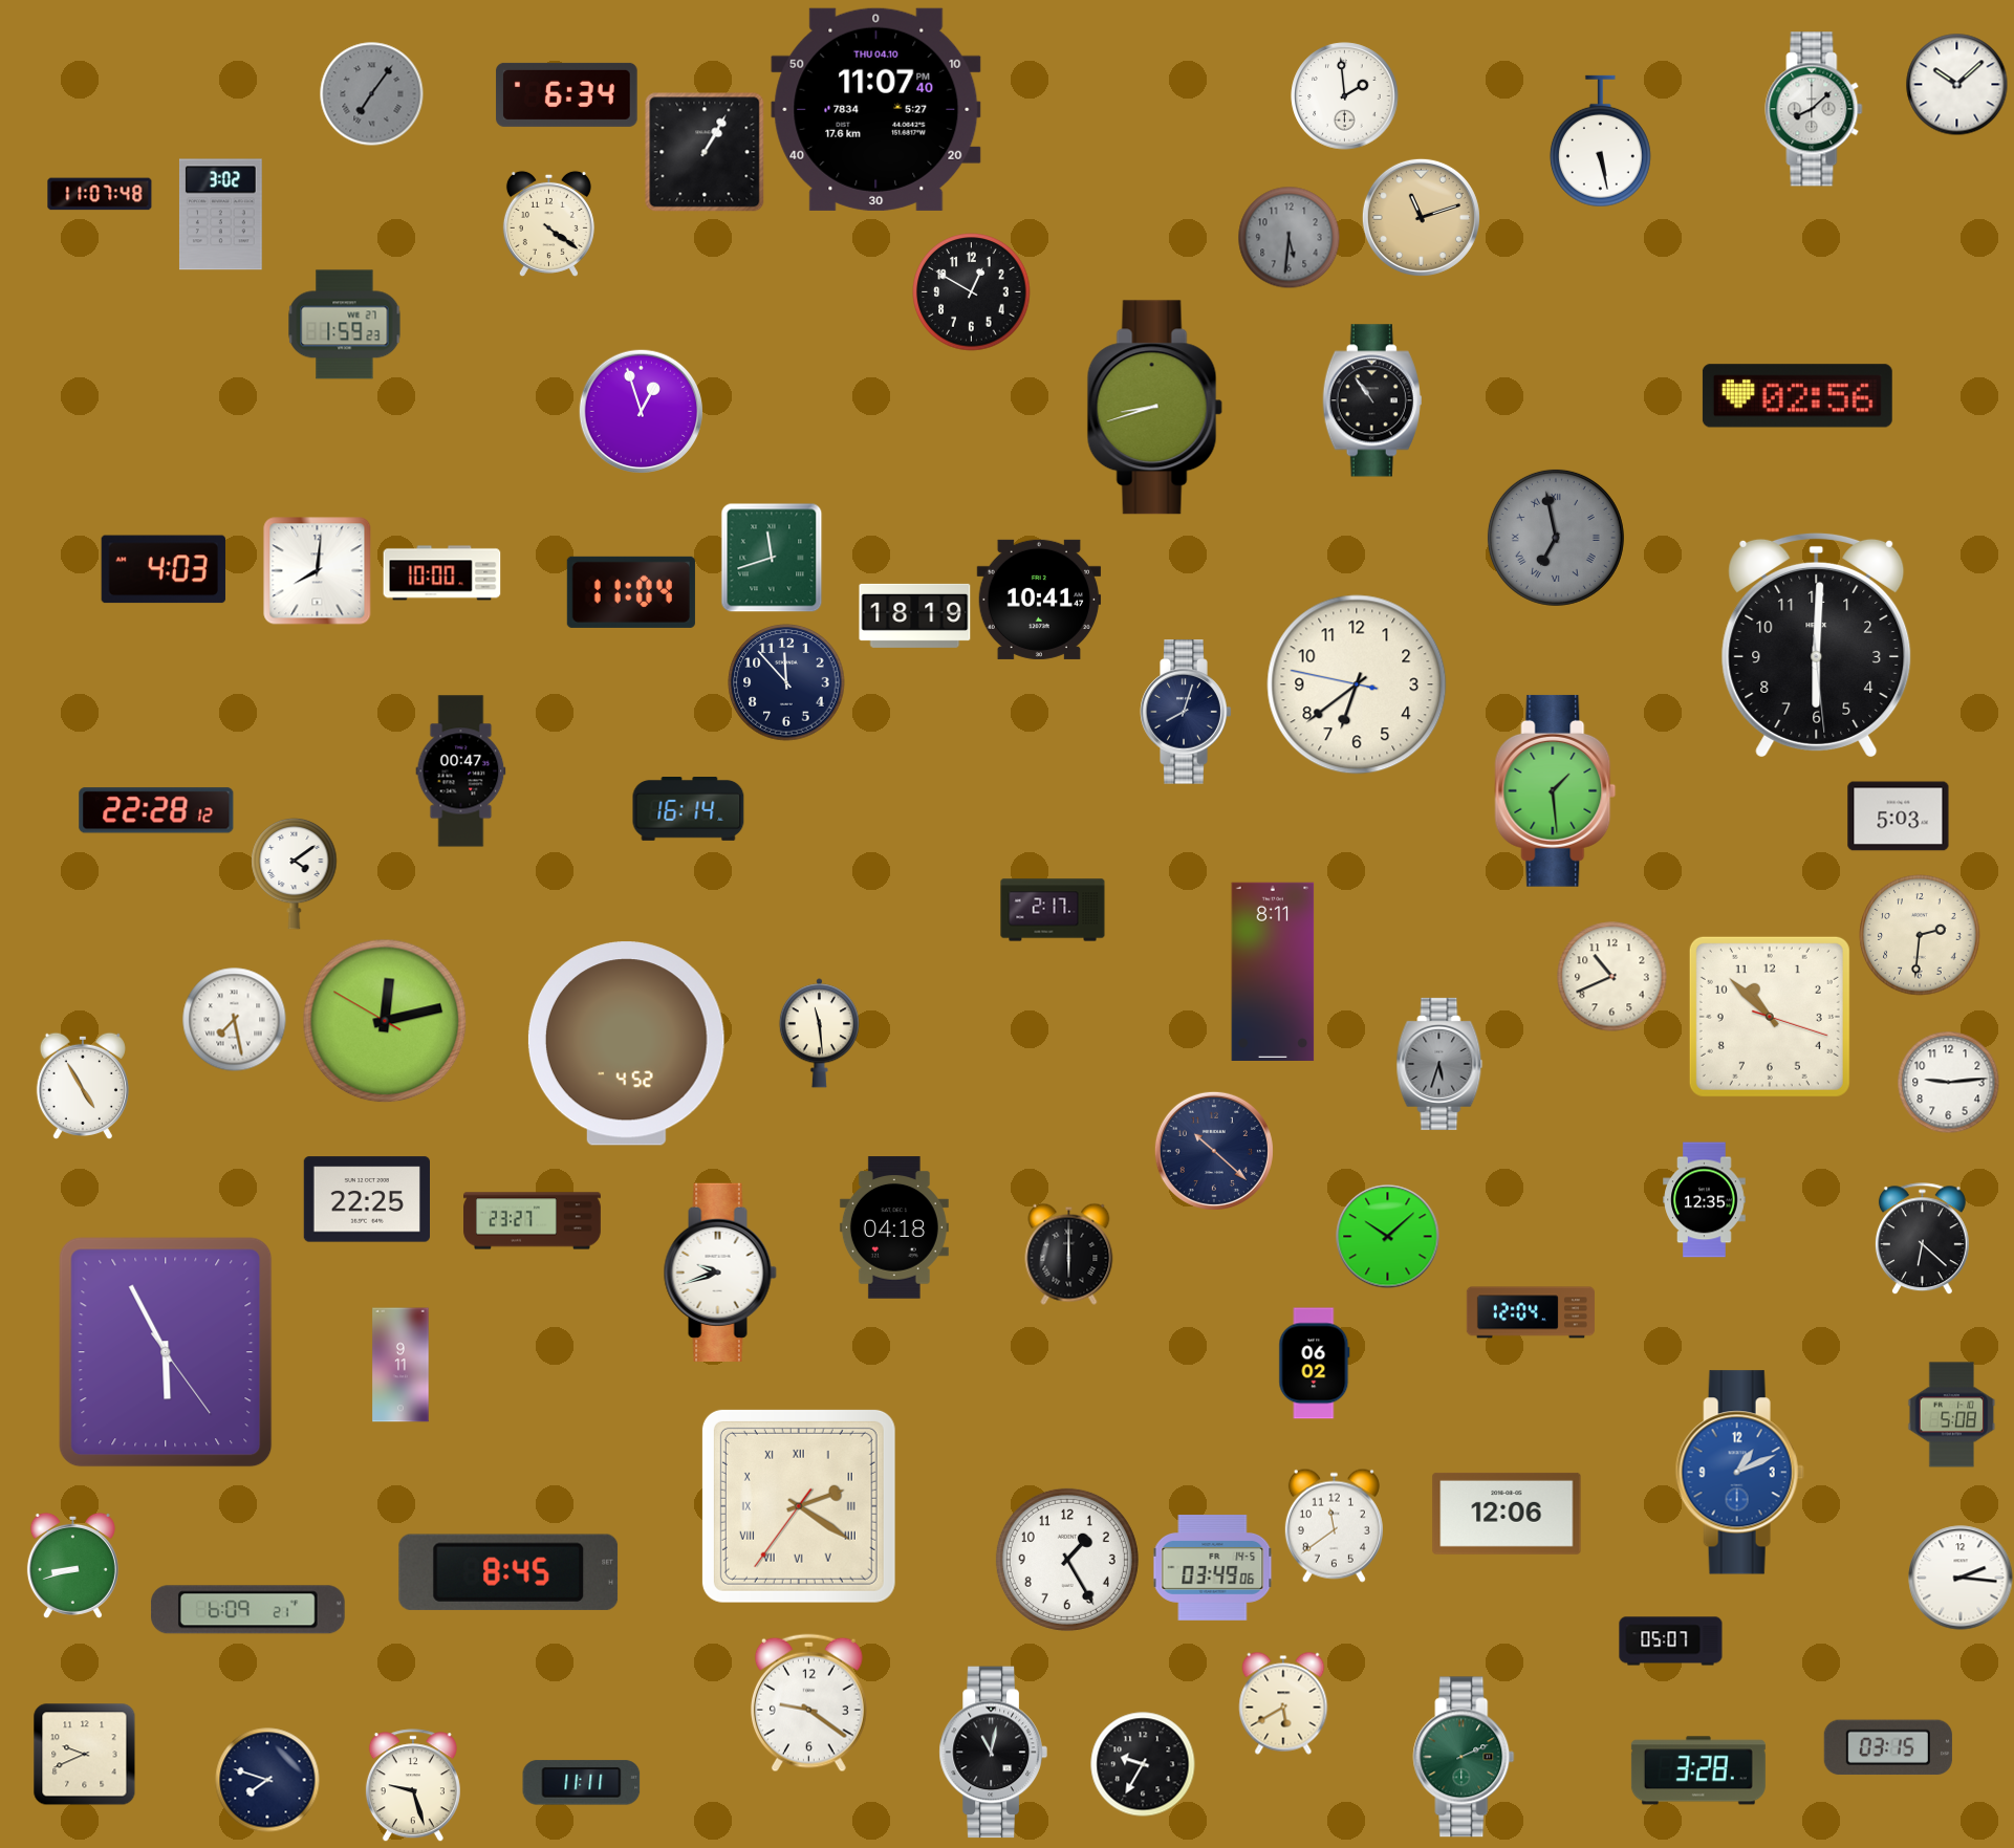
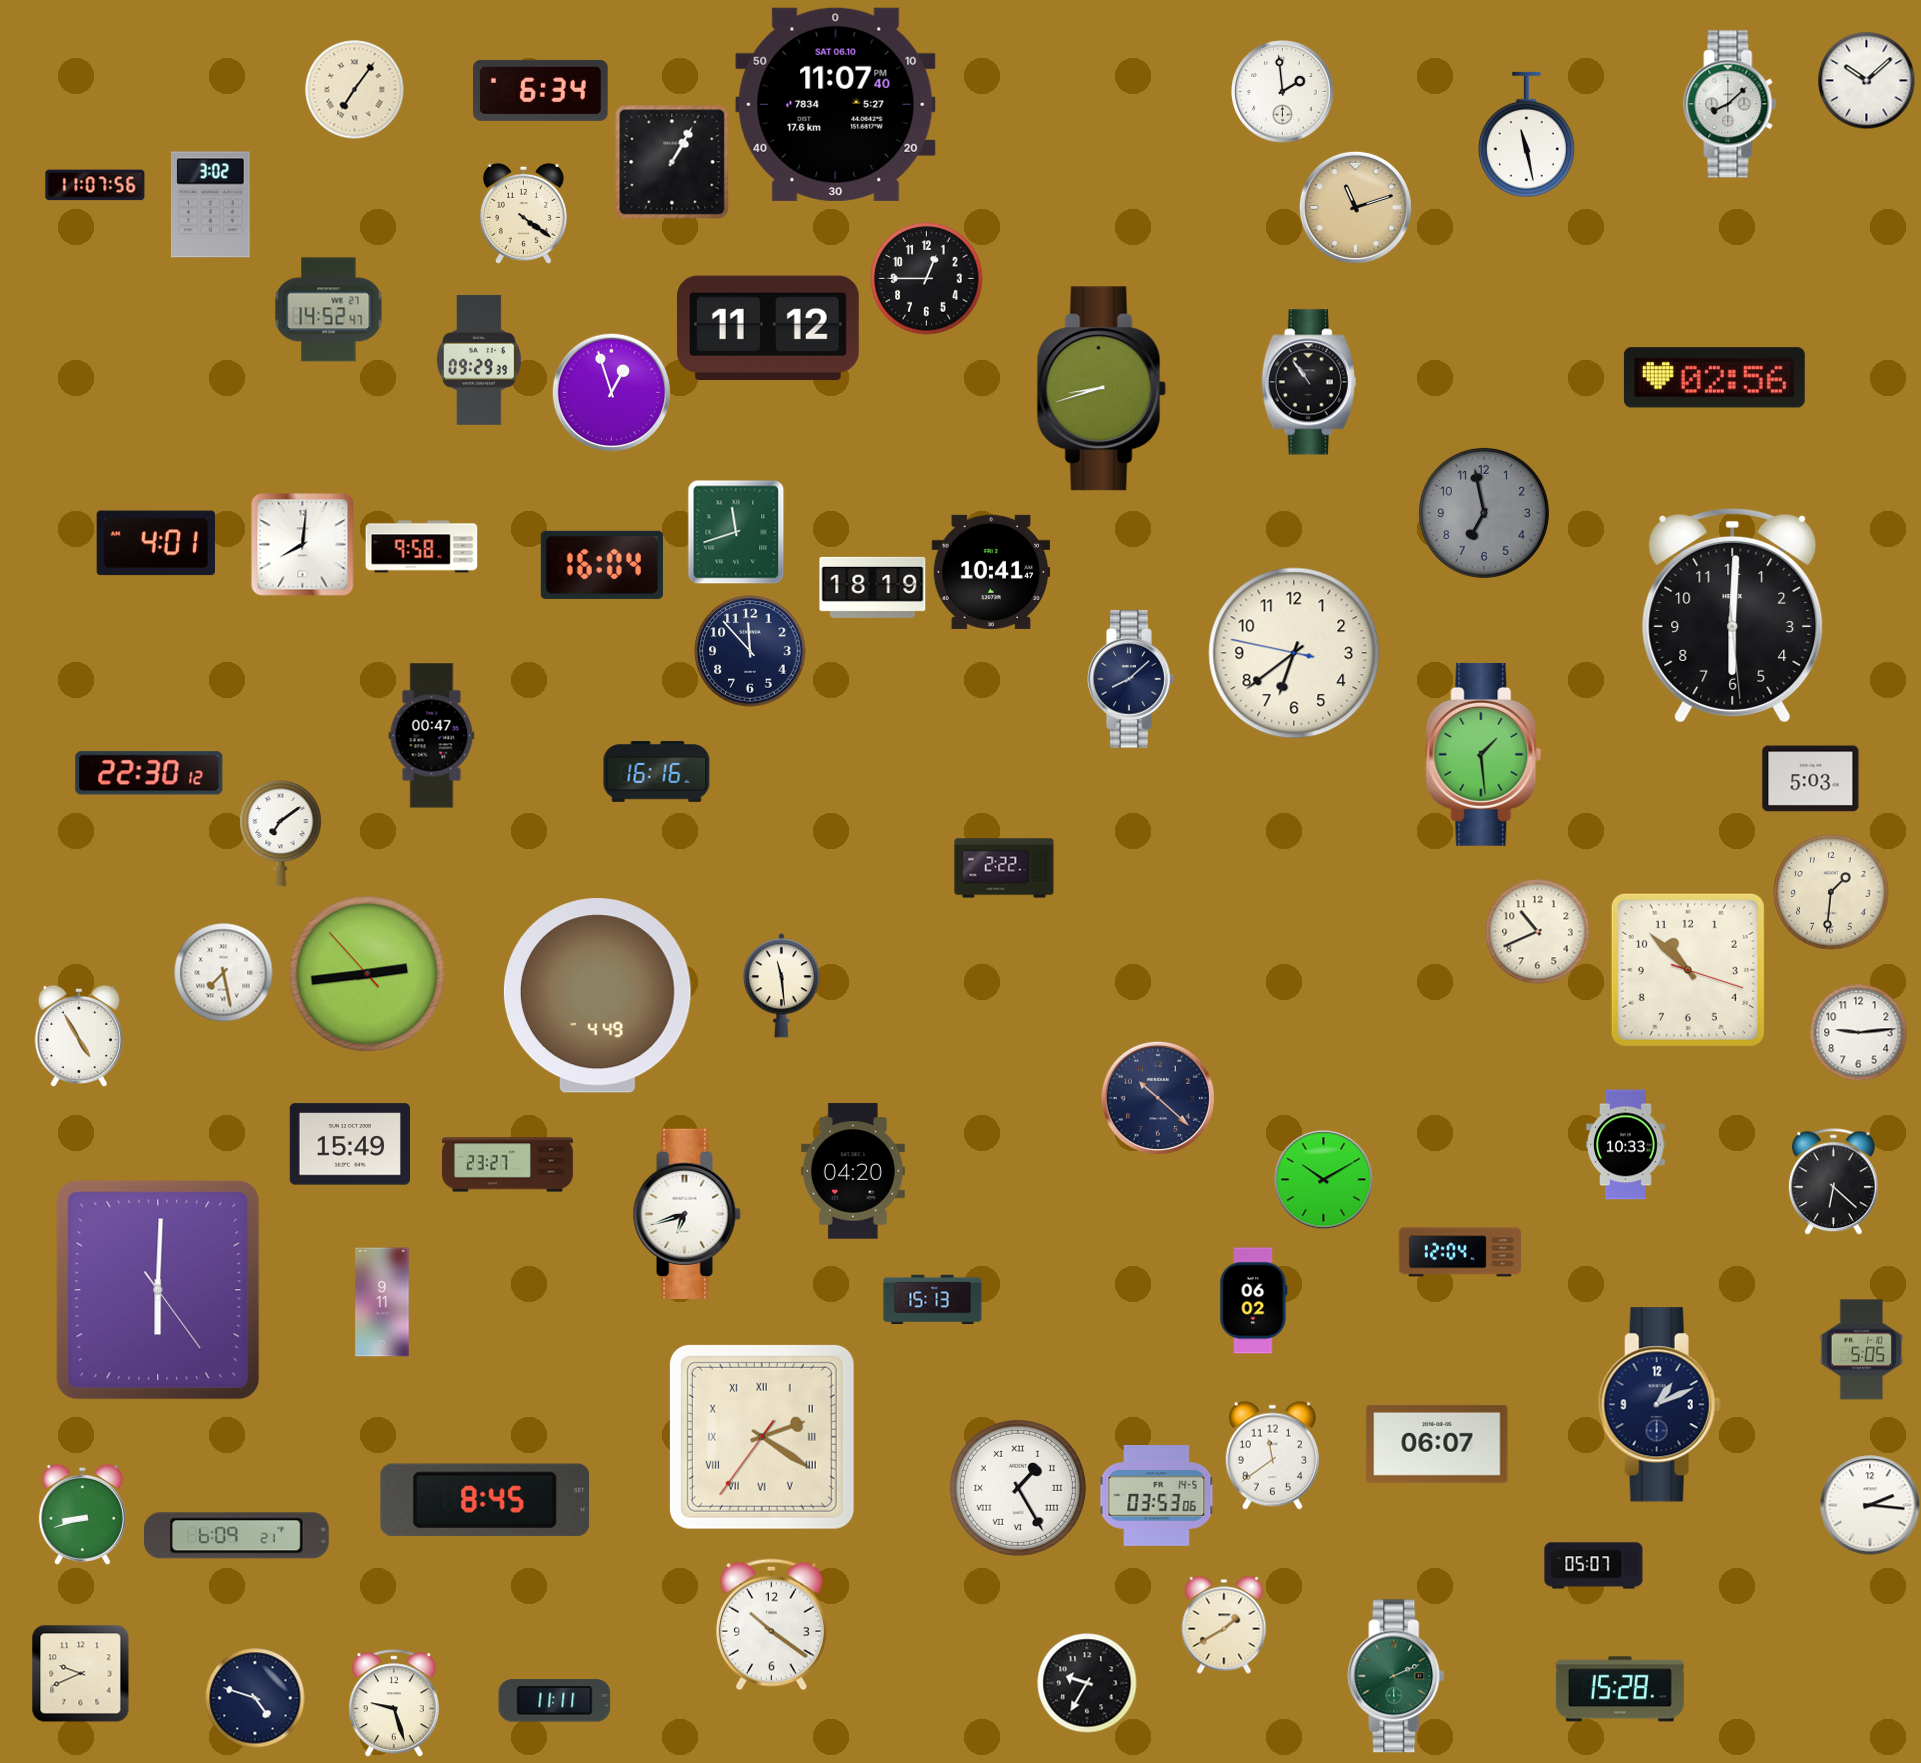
clock at (372, 94) dial: grey -> cream
clock at (876, 109) date: THU 04.10 -> SAT 06.10
clock at (1600, 142): 5:28 -> 11:28
clock at (705, 152) position: (705, 152) -> (672, 162)
clock at (100, 194): 11:07:48 -> 11:07:56
clock at (1288, 237): 5:31 -> none
clock at (972, 292): 12:50 -> 12:45
clock at (345, 325): 1:59 -> 14:52
clock at (768, 328): none -> 11:12
clock at (480, 360): none -> 09:29
clock at (1556, 538) numerals: Roman -> Arabic
clock at (164, 569): 4:03 -> 4:01
clock at (442, 573): 10:00 -> 9:58
clock at (631, 592): 11:04 -> 16:04
clock at (1186, 712): 8:03 -> 8:08
clock at (461, 771) position: (461, 771) -> (432, 736)
clock at (689, 809): 16:14 -> 16:16
clock at (156, 810): 22:28 -> 22:30
clock at (295, 873): 4:09 -> 7:09
clock at (1053, 910): 2:17 -> 2:22
clock at (1920, 935): 2:31 -> 1:31
clock at (1273, 971): 8:11 -> none
clock at (385, 1021): 12:12 -> 2:43
clock at (626, 1044): 4:52 -> 4:49
clock at (1439, 1064): 5:33 -> none
clock at (366, 1199): 22:25 -> 15:49
clock at (1705, 1200): 12:35 -> 10:33
clock at (894, 1227): 04:18 -> 04:20
clock at (1388, 1237): 10:08 -> 10:10
clock at (1069, 1254): 6:00 -> none
clock at (720, 1273): 9:42 -> 6:42
clock at (166, 1352): 5:55 -> 6:00
clock at (933, 1300): none -> 15:13
clock at (1952, 1415): 5:08 -> 5:05
clock at (1739, 1473) dial: blue -> navy
clock at (1507, 1514): 12:06 -> 06:07
clock at (1067, 1560) numerals: Arabic -> Roman
clock at (72, 1565) position: (72, 1565) -> (82, 1514)
clock at (1213, 1568): 03:49 -> 03:53
clock at (808, 1703): 9:21 -> 10:21
clock at (1283, 1703): 5:40 -> 1:40
clock at (1888, 1747): 03:15 -> none
clock at (993, 1753): 11:02 -> none
clock at (1143, 1764) position: (1143, 1764) -> (1087, 1683)
clock at (1698, 1770): 3:28 -> 15:28
clock at (267, 1780): 7:48 -> 4:48
